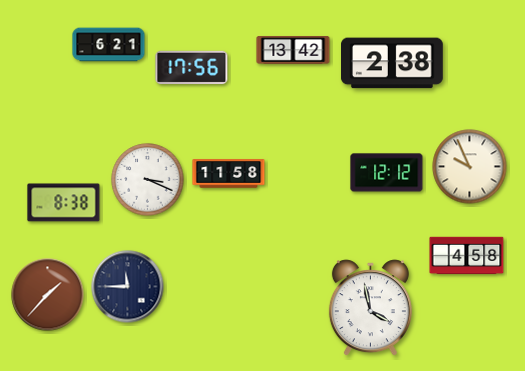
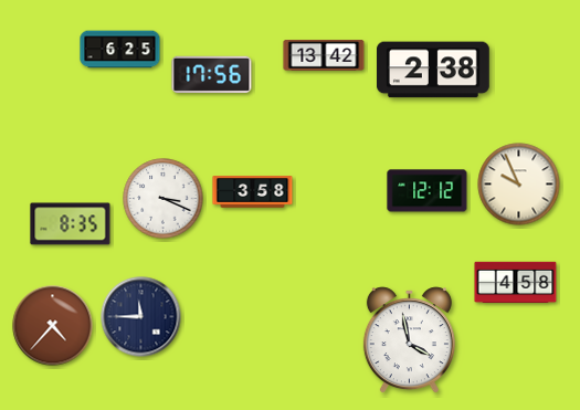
clock at (109, 45): 6:21 -> 6:25
clock at (229, 174): 11:58 -> 3:58
clock at (64, 203): 8:38 -> 8:35
clock at (48, 295): 1:37 -> 4:37
